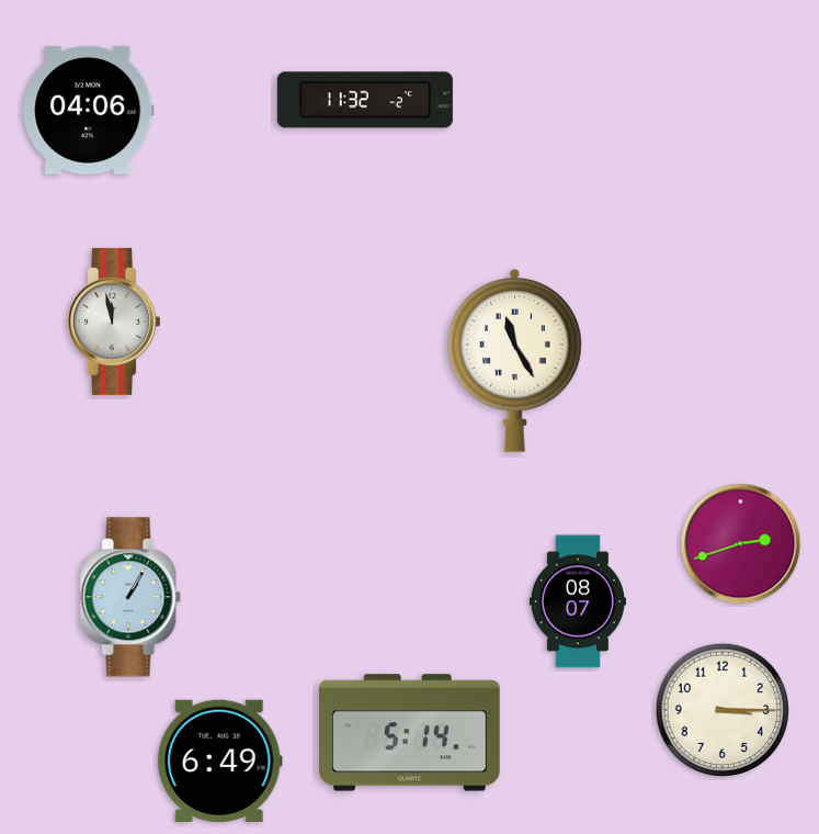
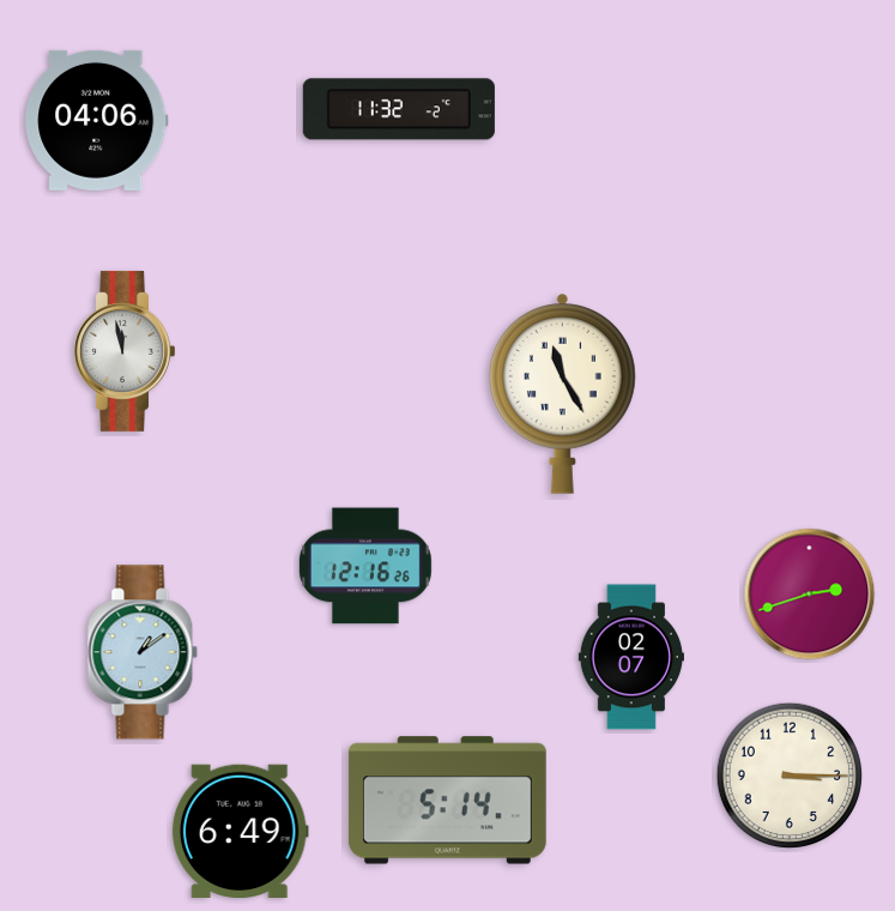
clock at (365, 566): none -> 12:16
clock at (130, 597): 1:05 -> 1:09
clock at (578, 601): 08:07 -> 02:07
